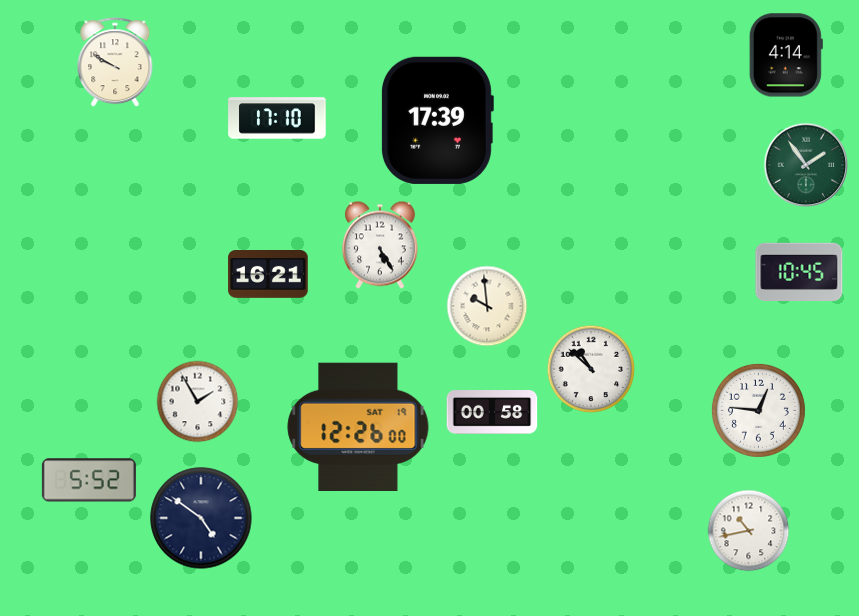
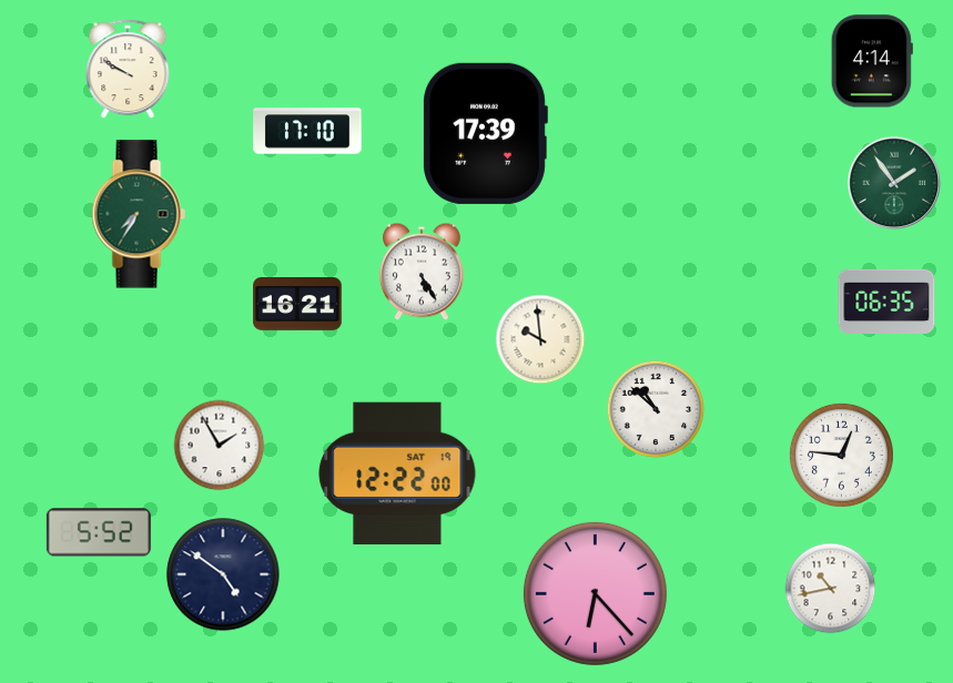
clock at (139, 214): none -> 7:35
clock at (799, 272): 10:45 -> 06:35
clock at (492, 413): 00:58 -> none
clock at (358, 426): 12:26 -> 12:22
clock at (595, 593): none -> 6:23
